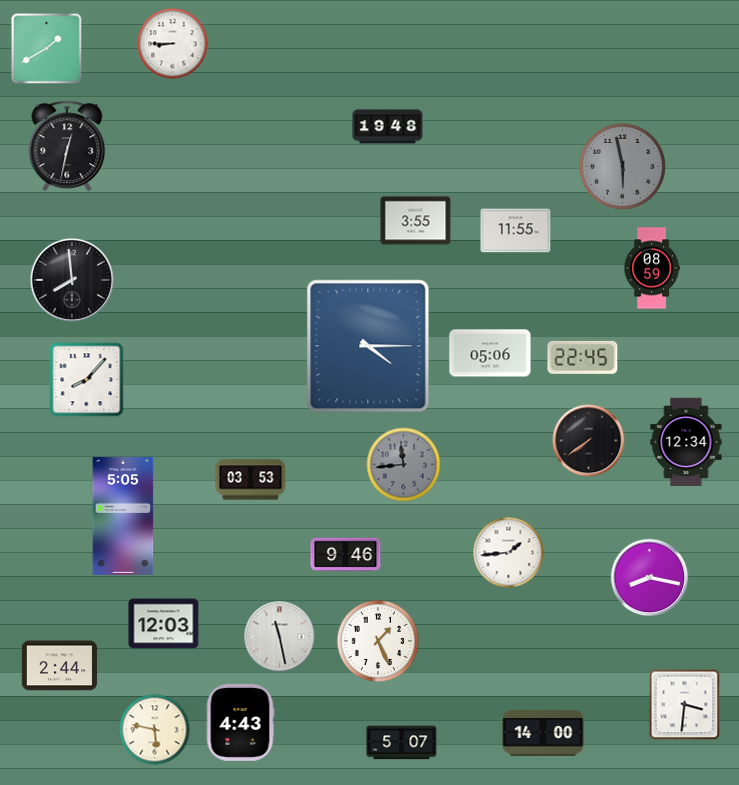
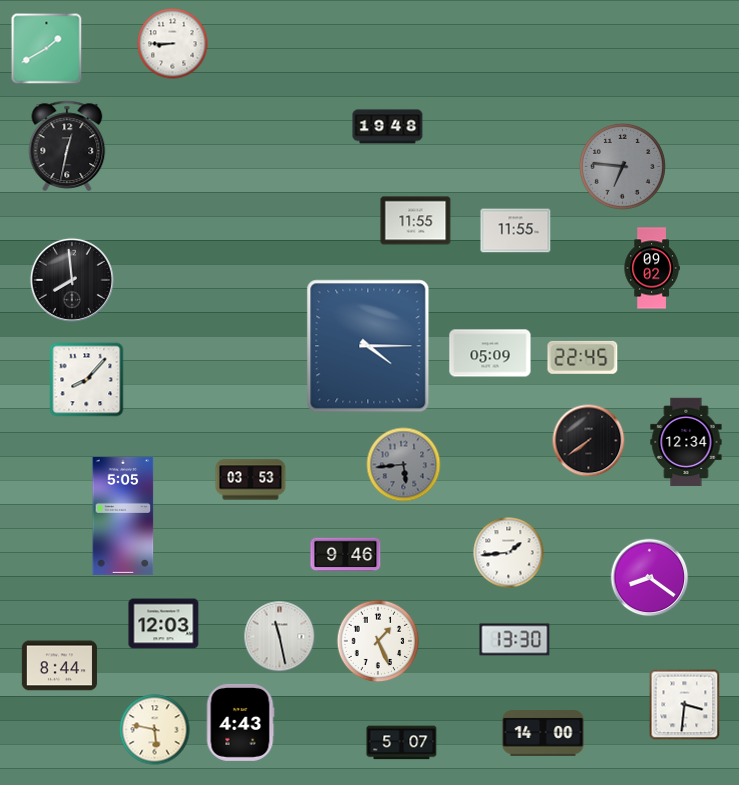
clock at (622, 166): 5:58 -> 6:46
clock at (416, 221): 3:55 -> 11:55
clock at (652, 268): 08:59 -> 09:02
clock at (490, 353): 05:06 -> 05:09
clock at (404, 465): 11:44 -> 5:44
clock at (650, 578): 8:17 -> 8:21
clock at (515, 640): none -> 13:30
clock at (59, 666): 2:44 -> 8:44
